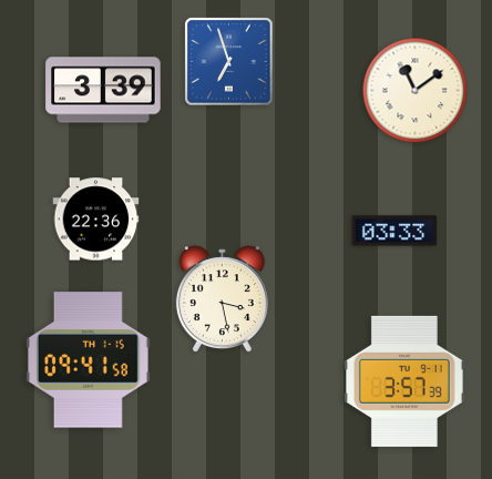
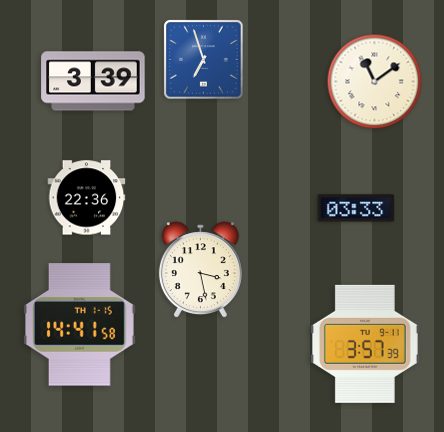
clock at (229, 62) position: (229, 62) -> (204, 60)
clock at (89, 360): 09:41 -> 14:41
